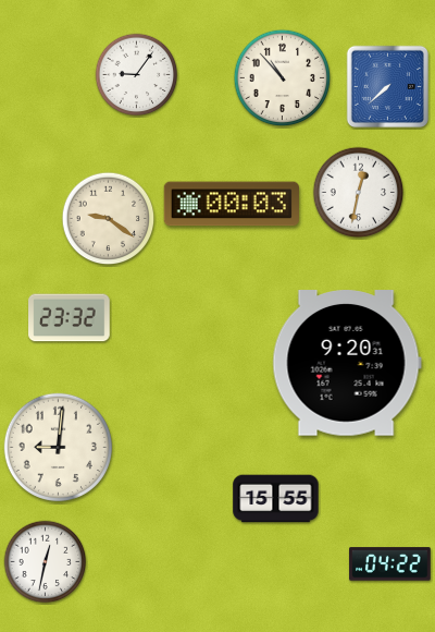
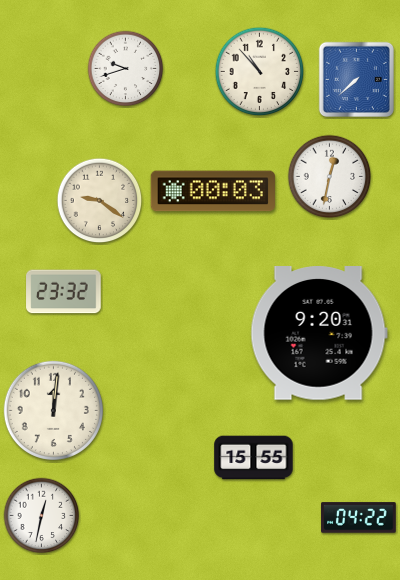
clock at (137, 75): 9:06 -> 9:42
clock at (231, 204) position: (231, 204) -> (212, 191)
clock at (58, 447): 9:01 -> 12:01
